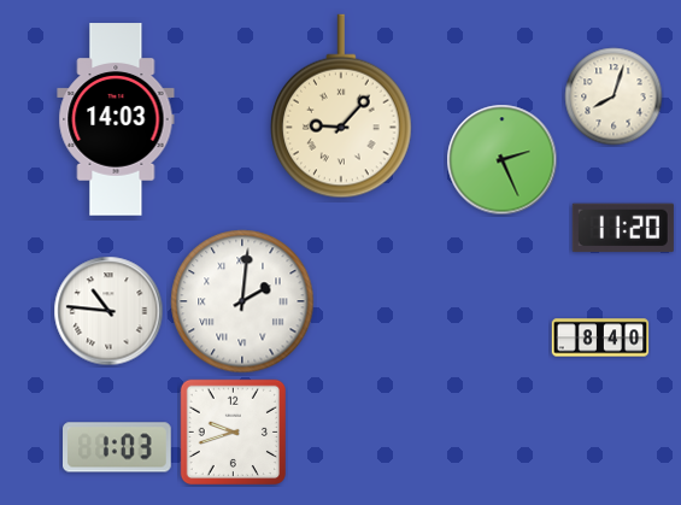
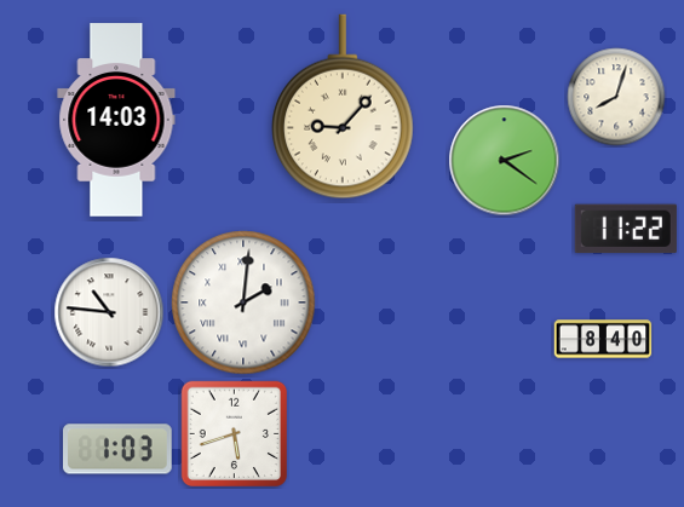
clock at (503, 160): 2:26 -> 2:21
clock at (623, 228): 11:20 -> 11:22
clock at (233, 431): 9:42 -> 5:42
